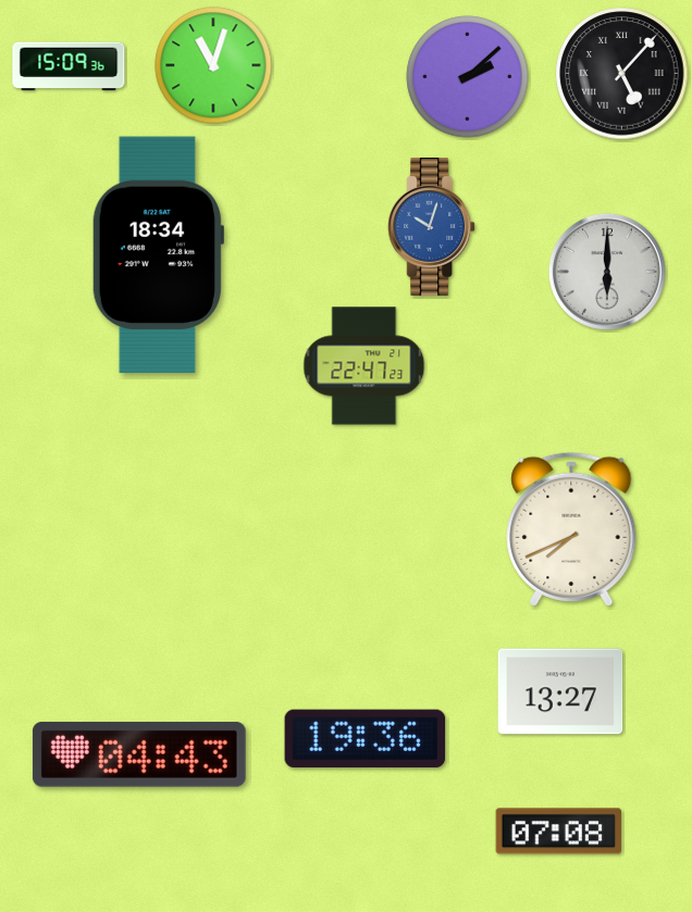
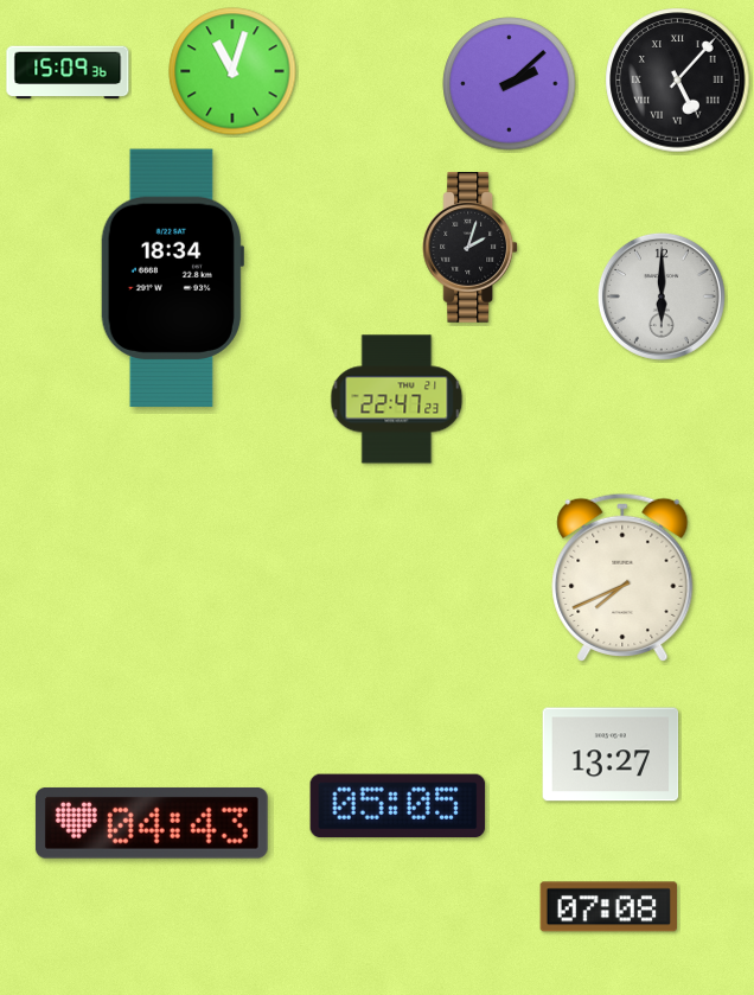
clock at (69, 66) position: (69, 66) -> (68, 72)
clock at (432, 227): 10:03 -> 2:03
clock at (432, 227) dial: blue -> black
clock at (366, 739): 19:36 -> 05:05
